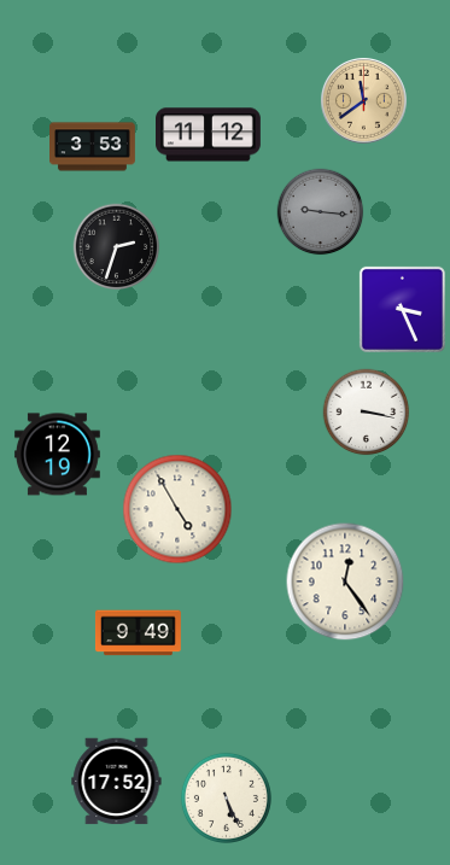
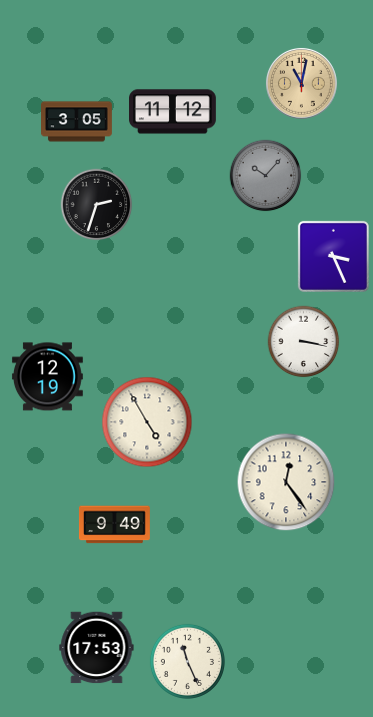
clock at (363, 100): 11:39 -> 11:02
clock at (93, 147): 3:53 -> 3:05
clock at (321, 212): 9:16 -> 10:07
clock at (117, 782): 17:52 -> 17:53
clock at (226, 797): 5:26 -> 11:26
